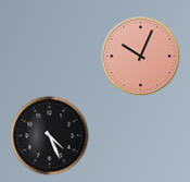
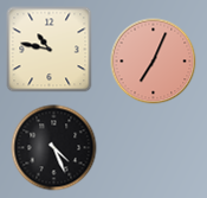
clock at (50, 50): none -> 10:47
clock at (141, 57): 10:04 -> 7:04
